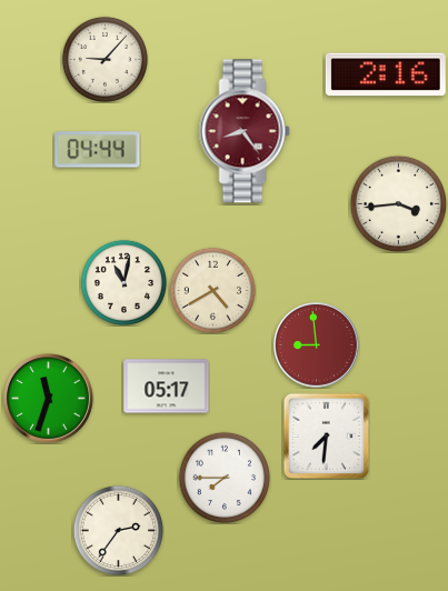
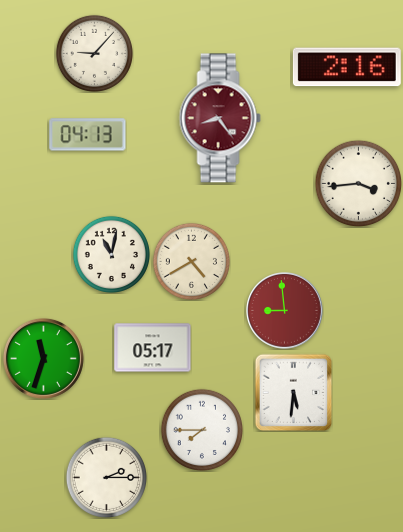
clock at (98, 150): 04:44 -> 04:13
clock at (167, 387) position: (167, 387) -> (153, 348)
clock at (326, 435): 7:31 -> 5:31
clock at (118, 530): 2:36 -> 2:15
